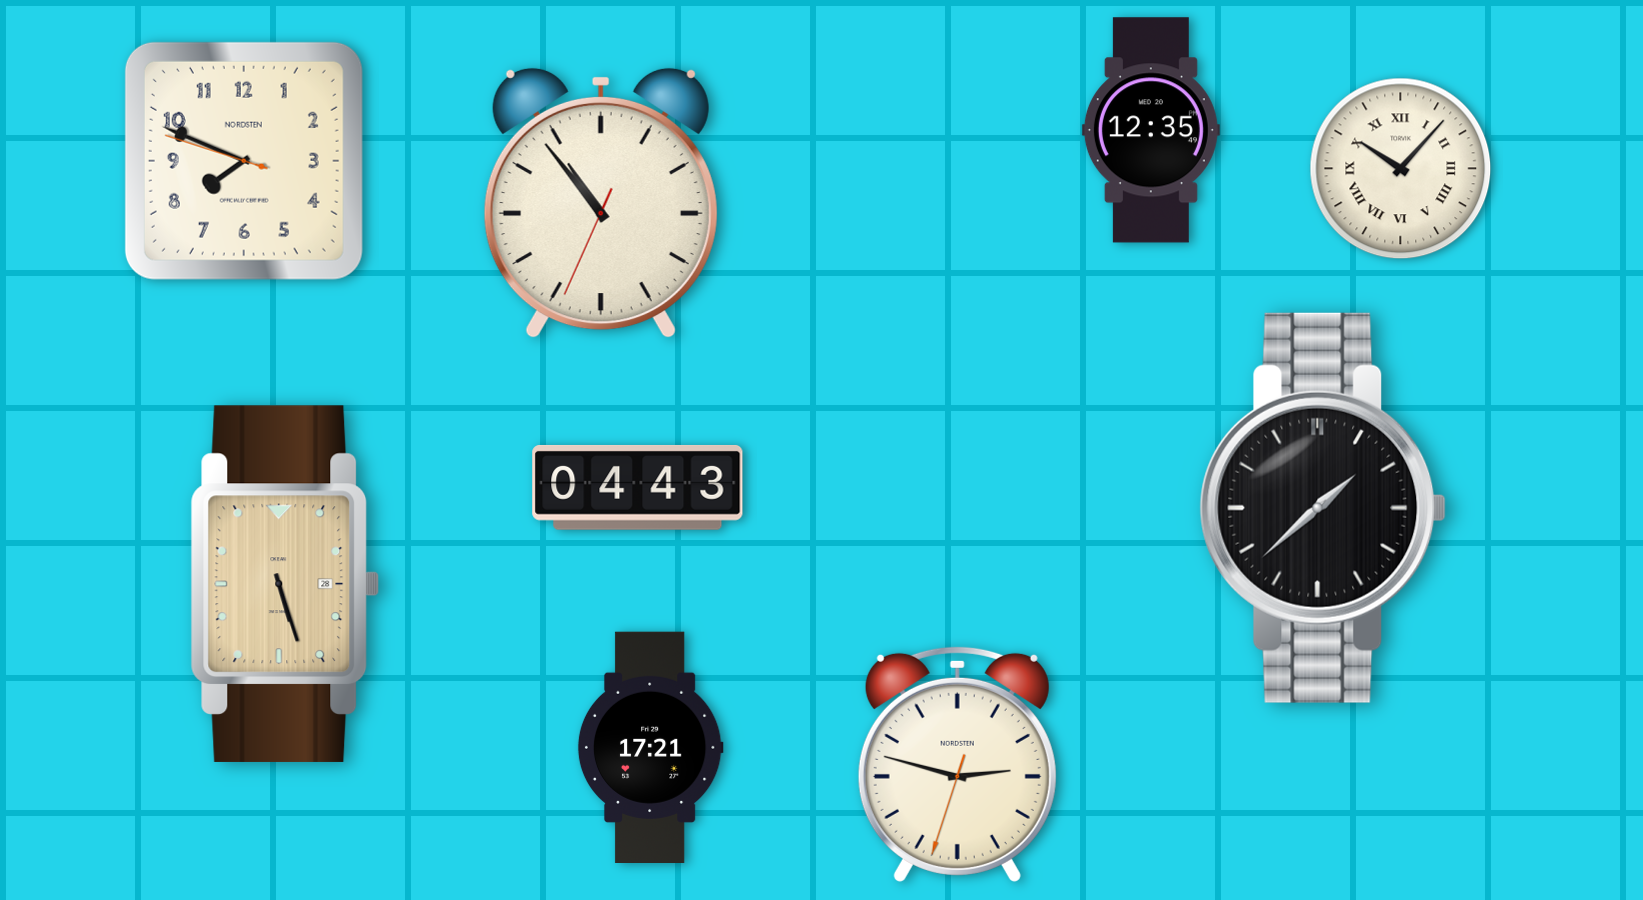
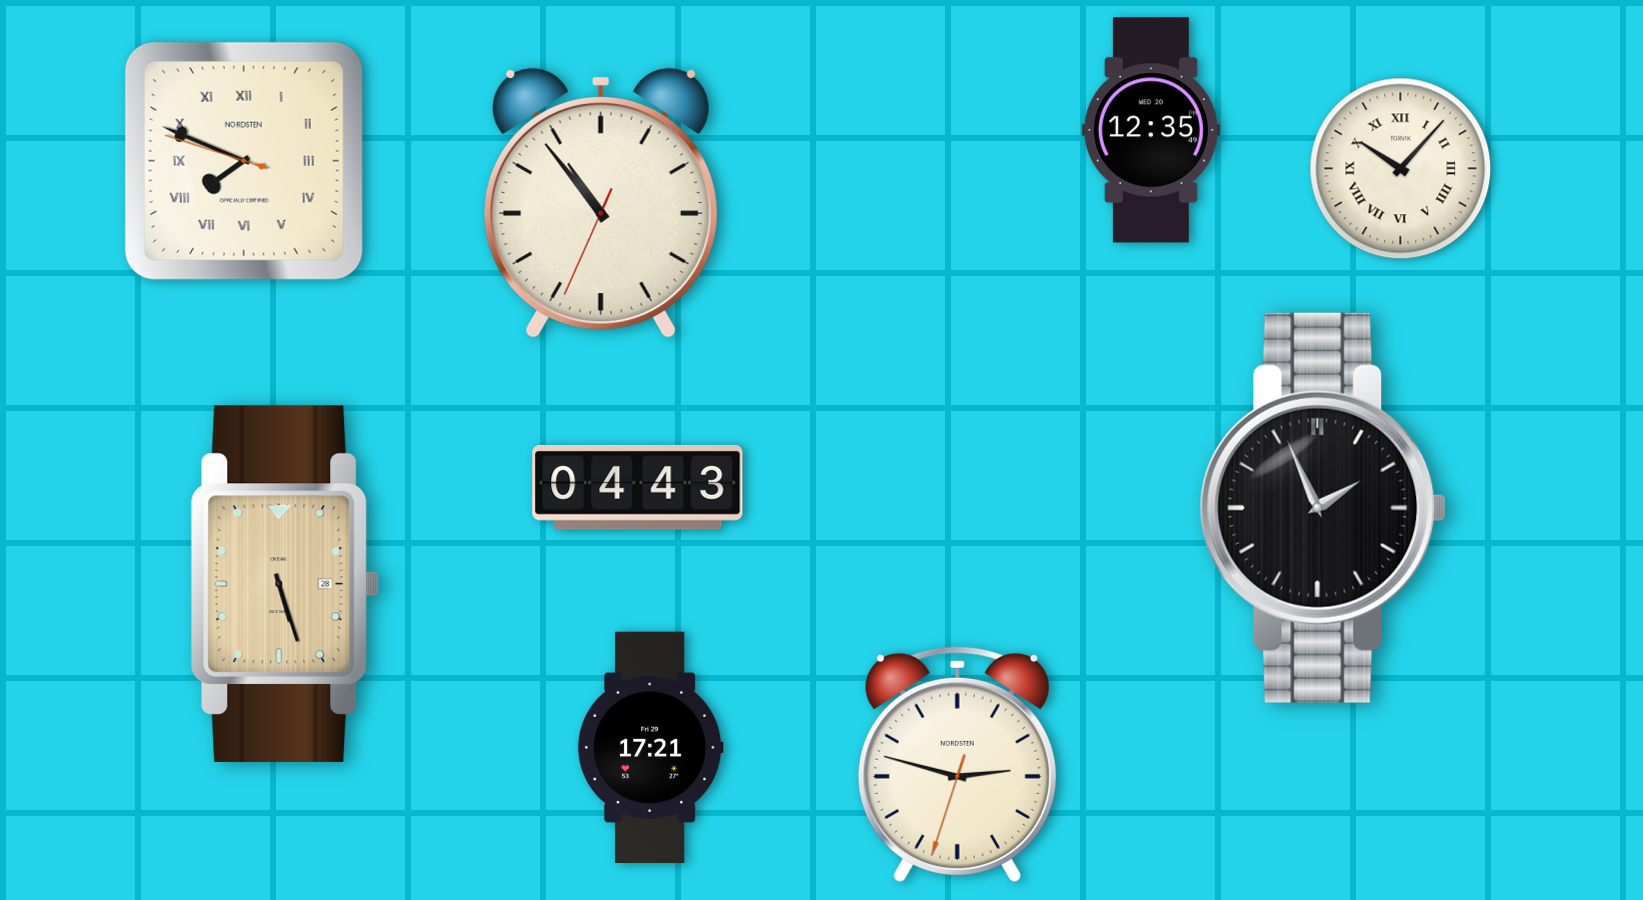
clock at (244, 161) numerals: Arabic -> Roman
clock at (1323, 508): 1:38 -> 1:56
